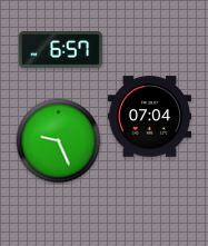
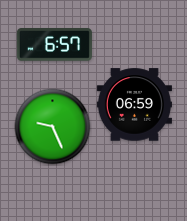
clock at (149, 117): 07:04 -> 06:59
